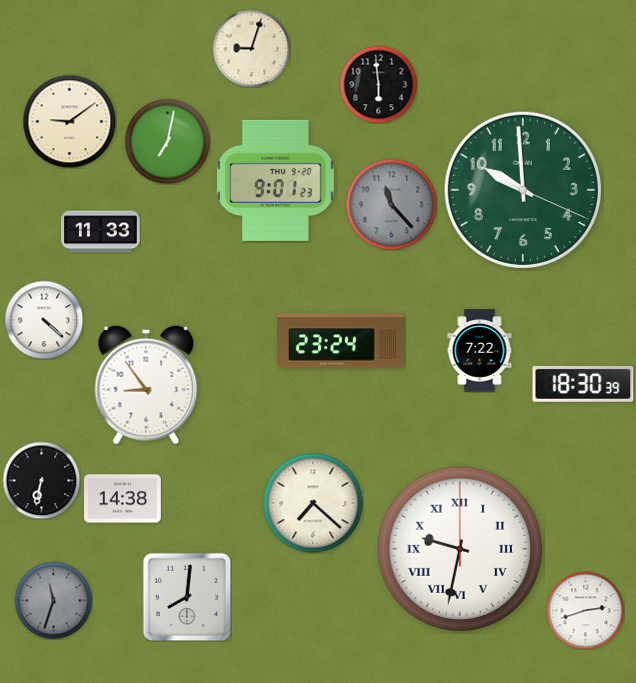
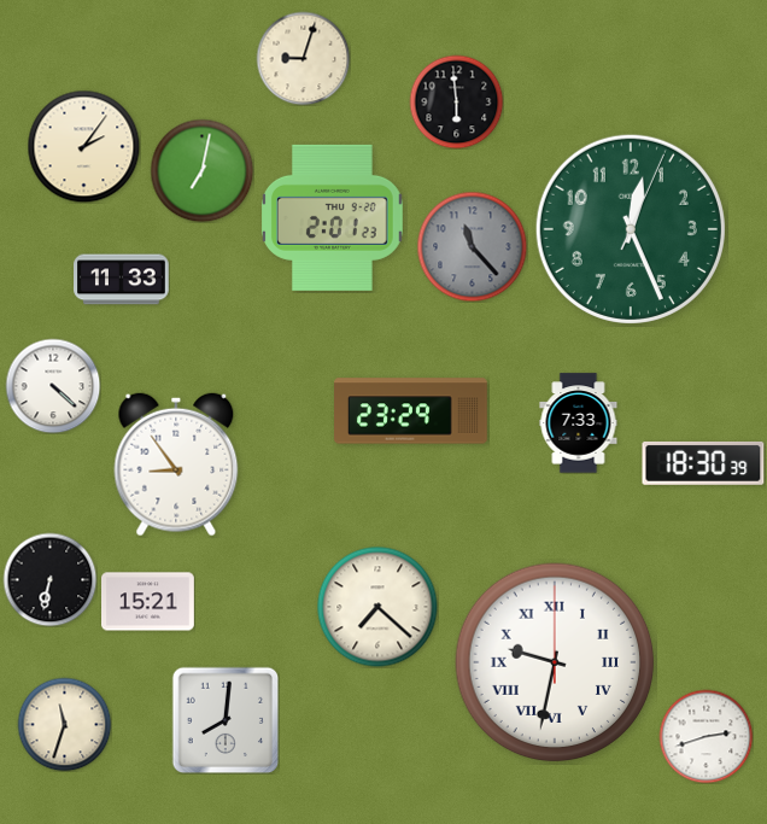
clock at (69, 121): 9:09 -> 2:06
clock at (276, 180): 9:01 -> 2:01
clock at (523, 190): 9:59 -> 12:26
clock at (341, 341): 23:24 -> 23:29
clock at (480, 351): 7:22 -> 7:33
clock at (123, 499): 14:38 -> 15:21
clock at (53, 600) dial: grey -> cream
